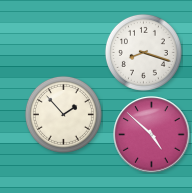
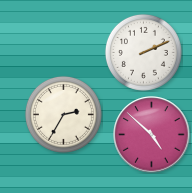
clock at (143, 52): 8:18 -> 2:11
clock at (63, 114): 1:53 -> 2:35
